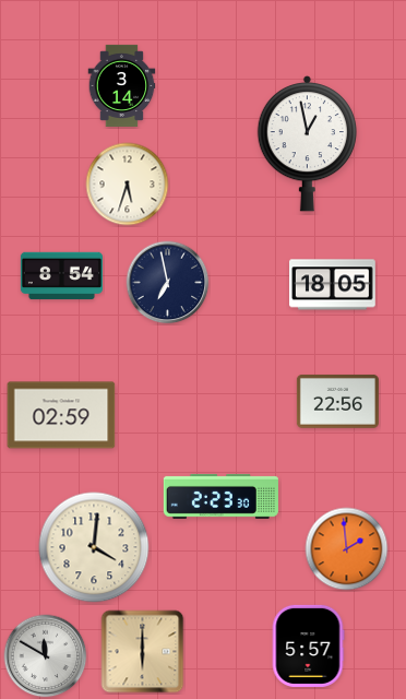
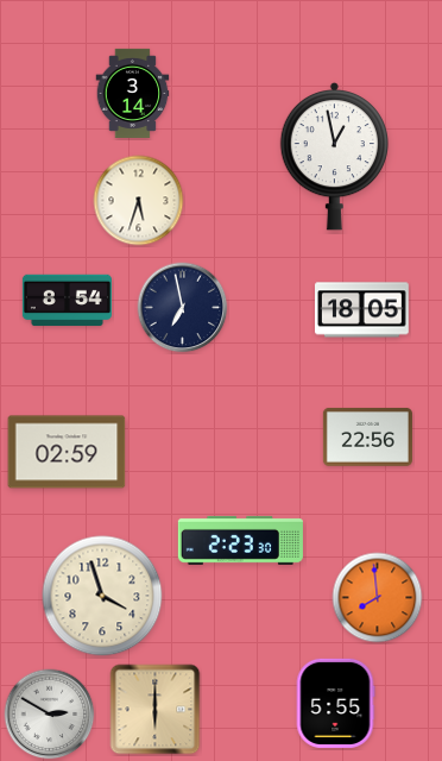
clock at (94, 547): 4:01 -> 3:57
clock at (347, 549): 1:59 -> 7:59
clock at (308, 645): 5:57 -> 5:55
clock at (46, 656): 11:50 -> 2:50
